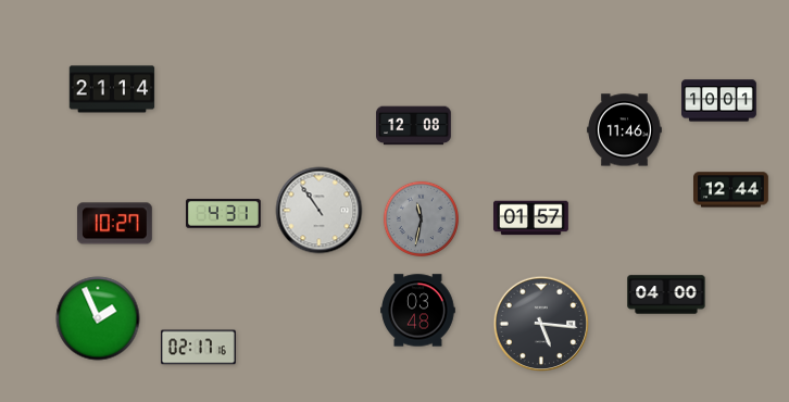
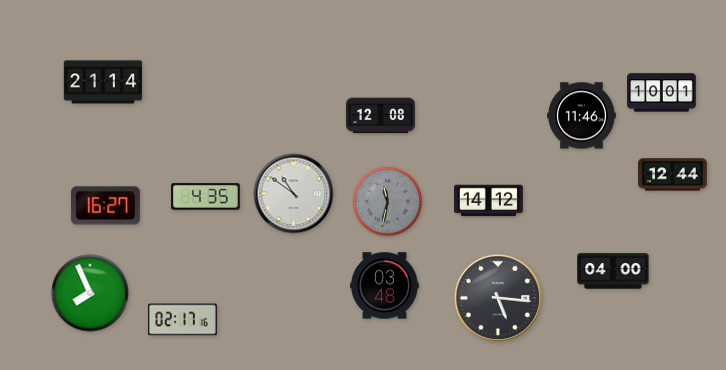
clock at (625, 130) position: (625, 130) -> (582, 116)
clock at (320, 211): 10:54 -> 10:51
clock at (224, 214): 4:31 -> 4:35
clock at (531, 218): 01:57 -> 14:12
clock at (114, 224): 10:27 -> 16:27
clock at (98, 318): 1:56 -> 7:56
